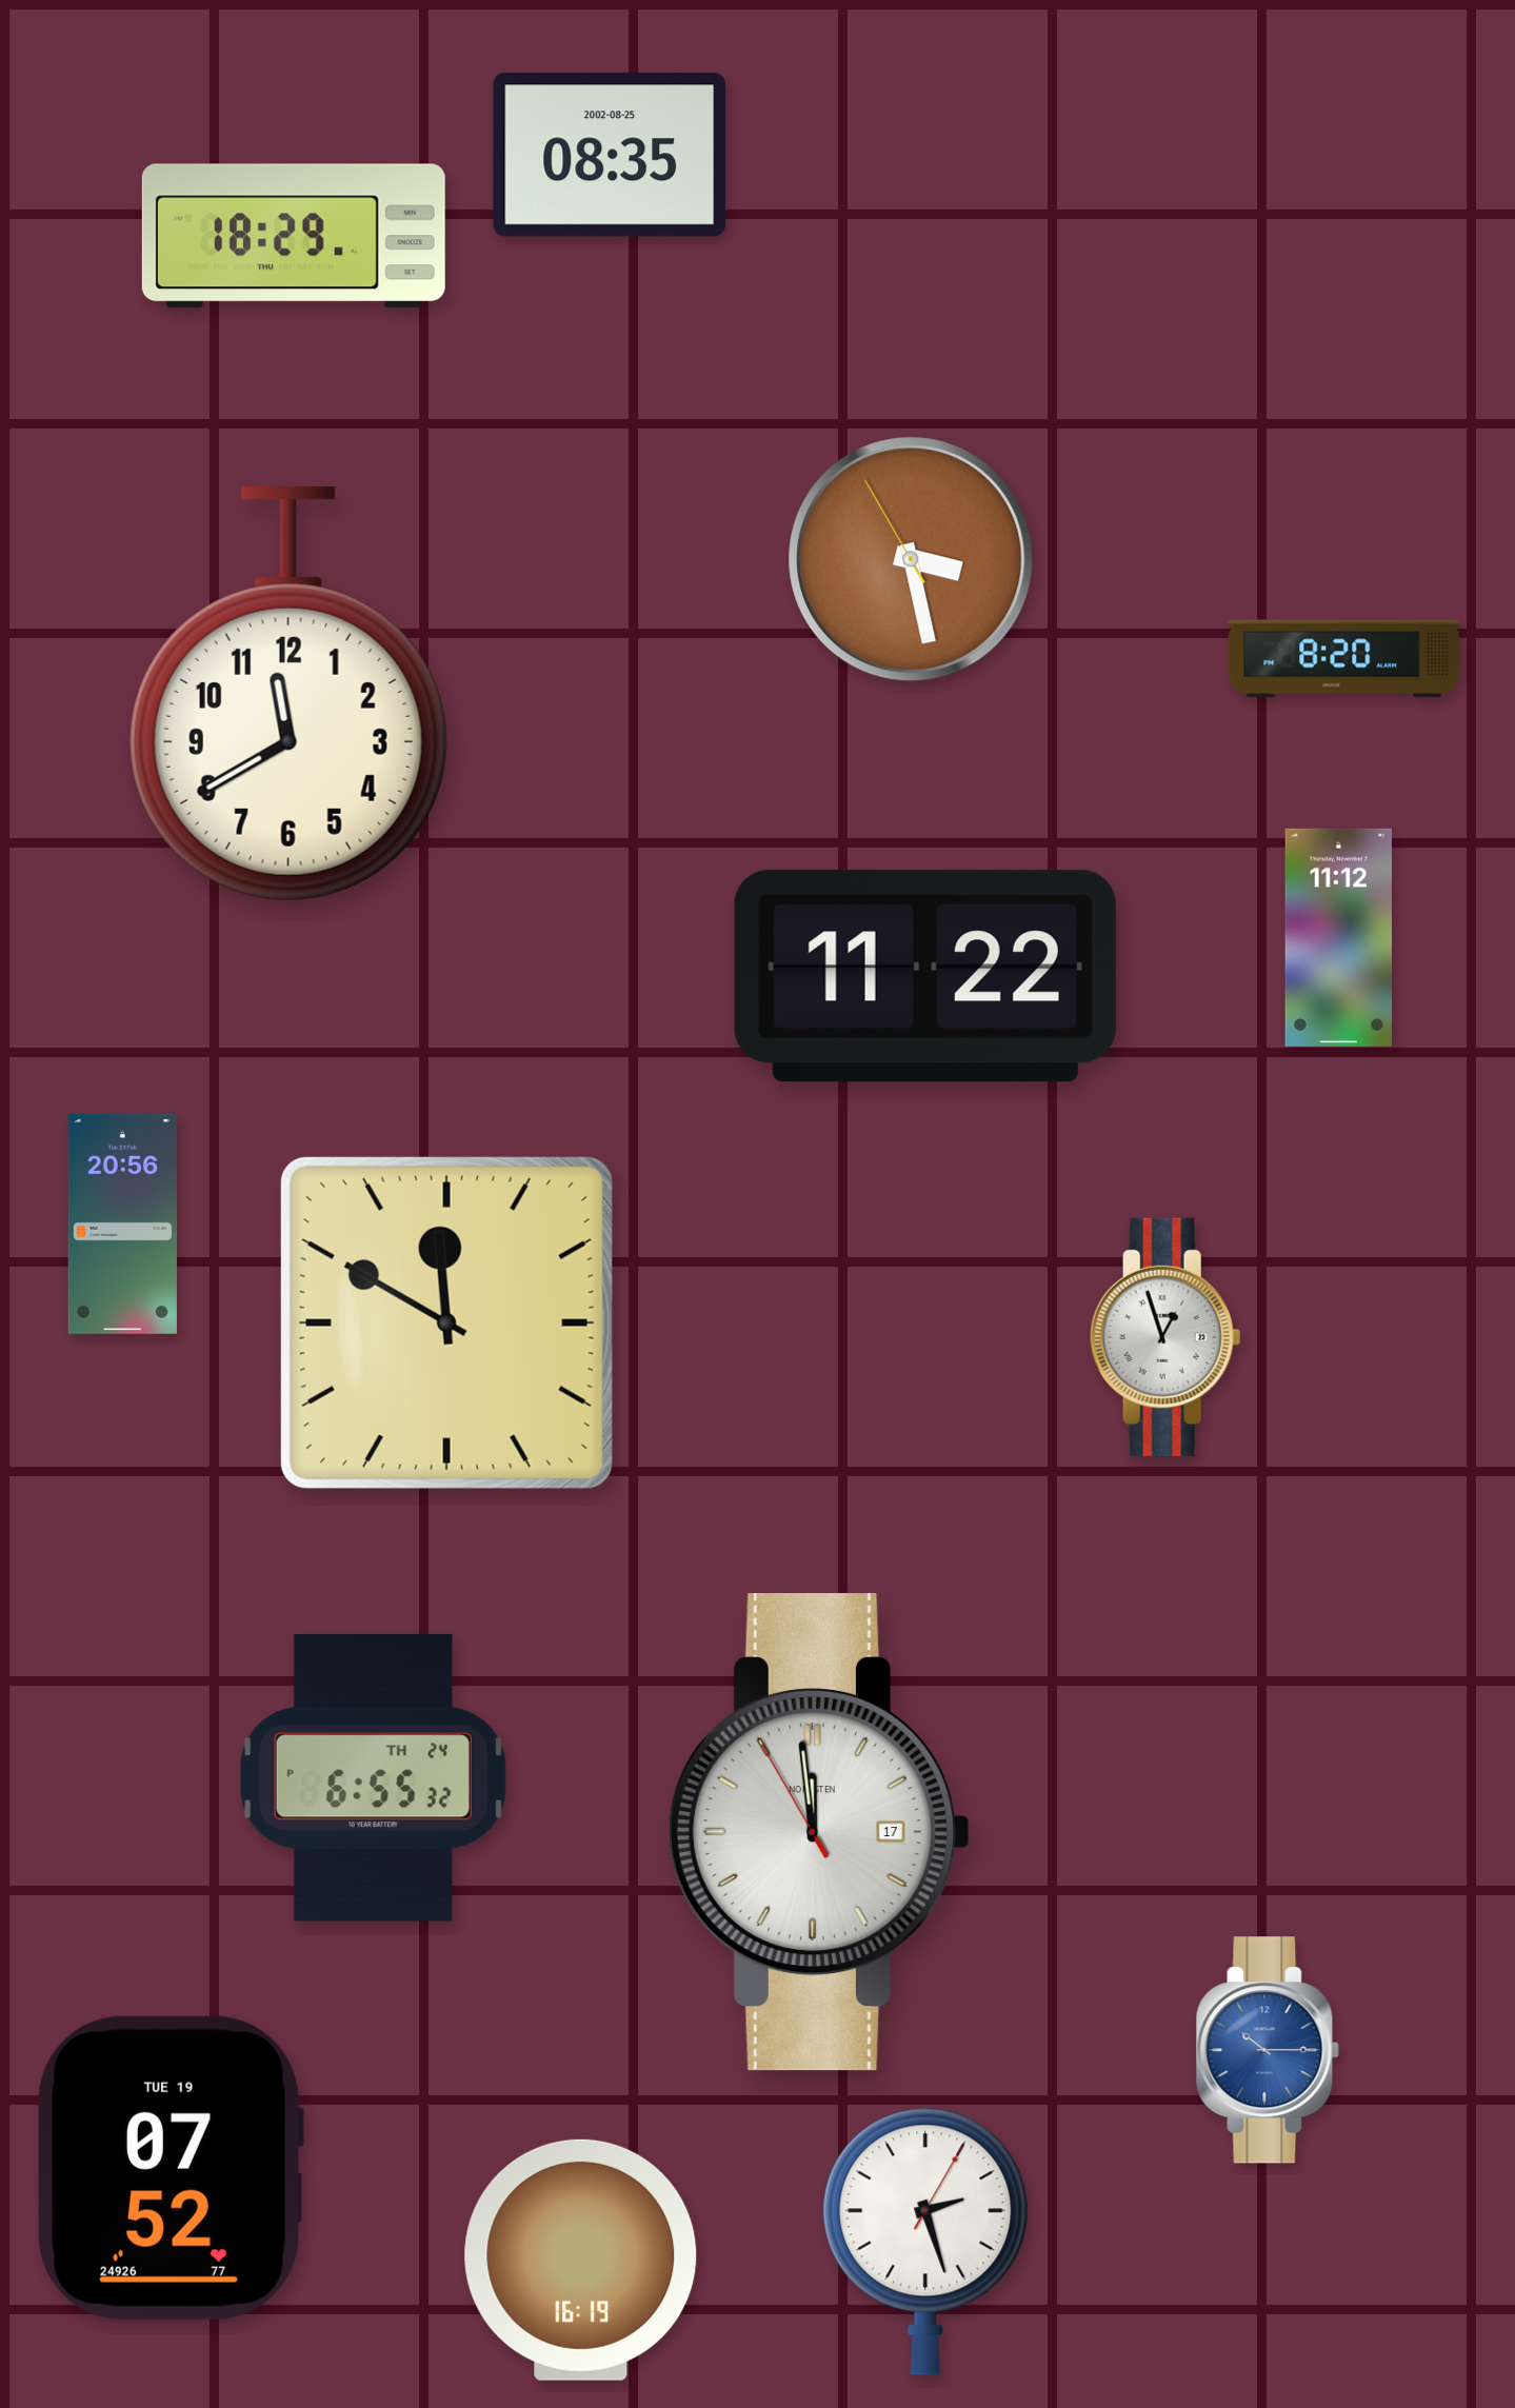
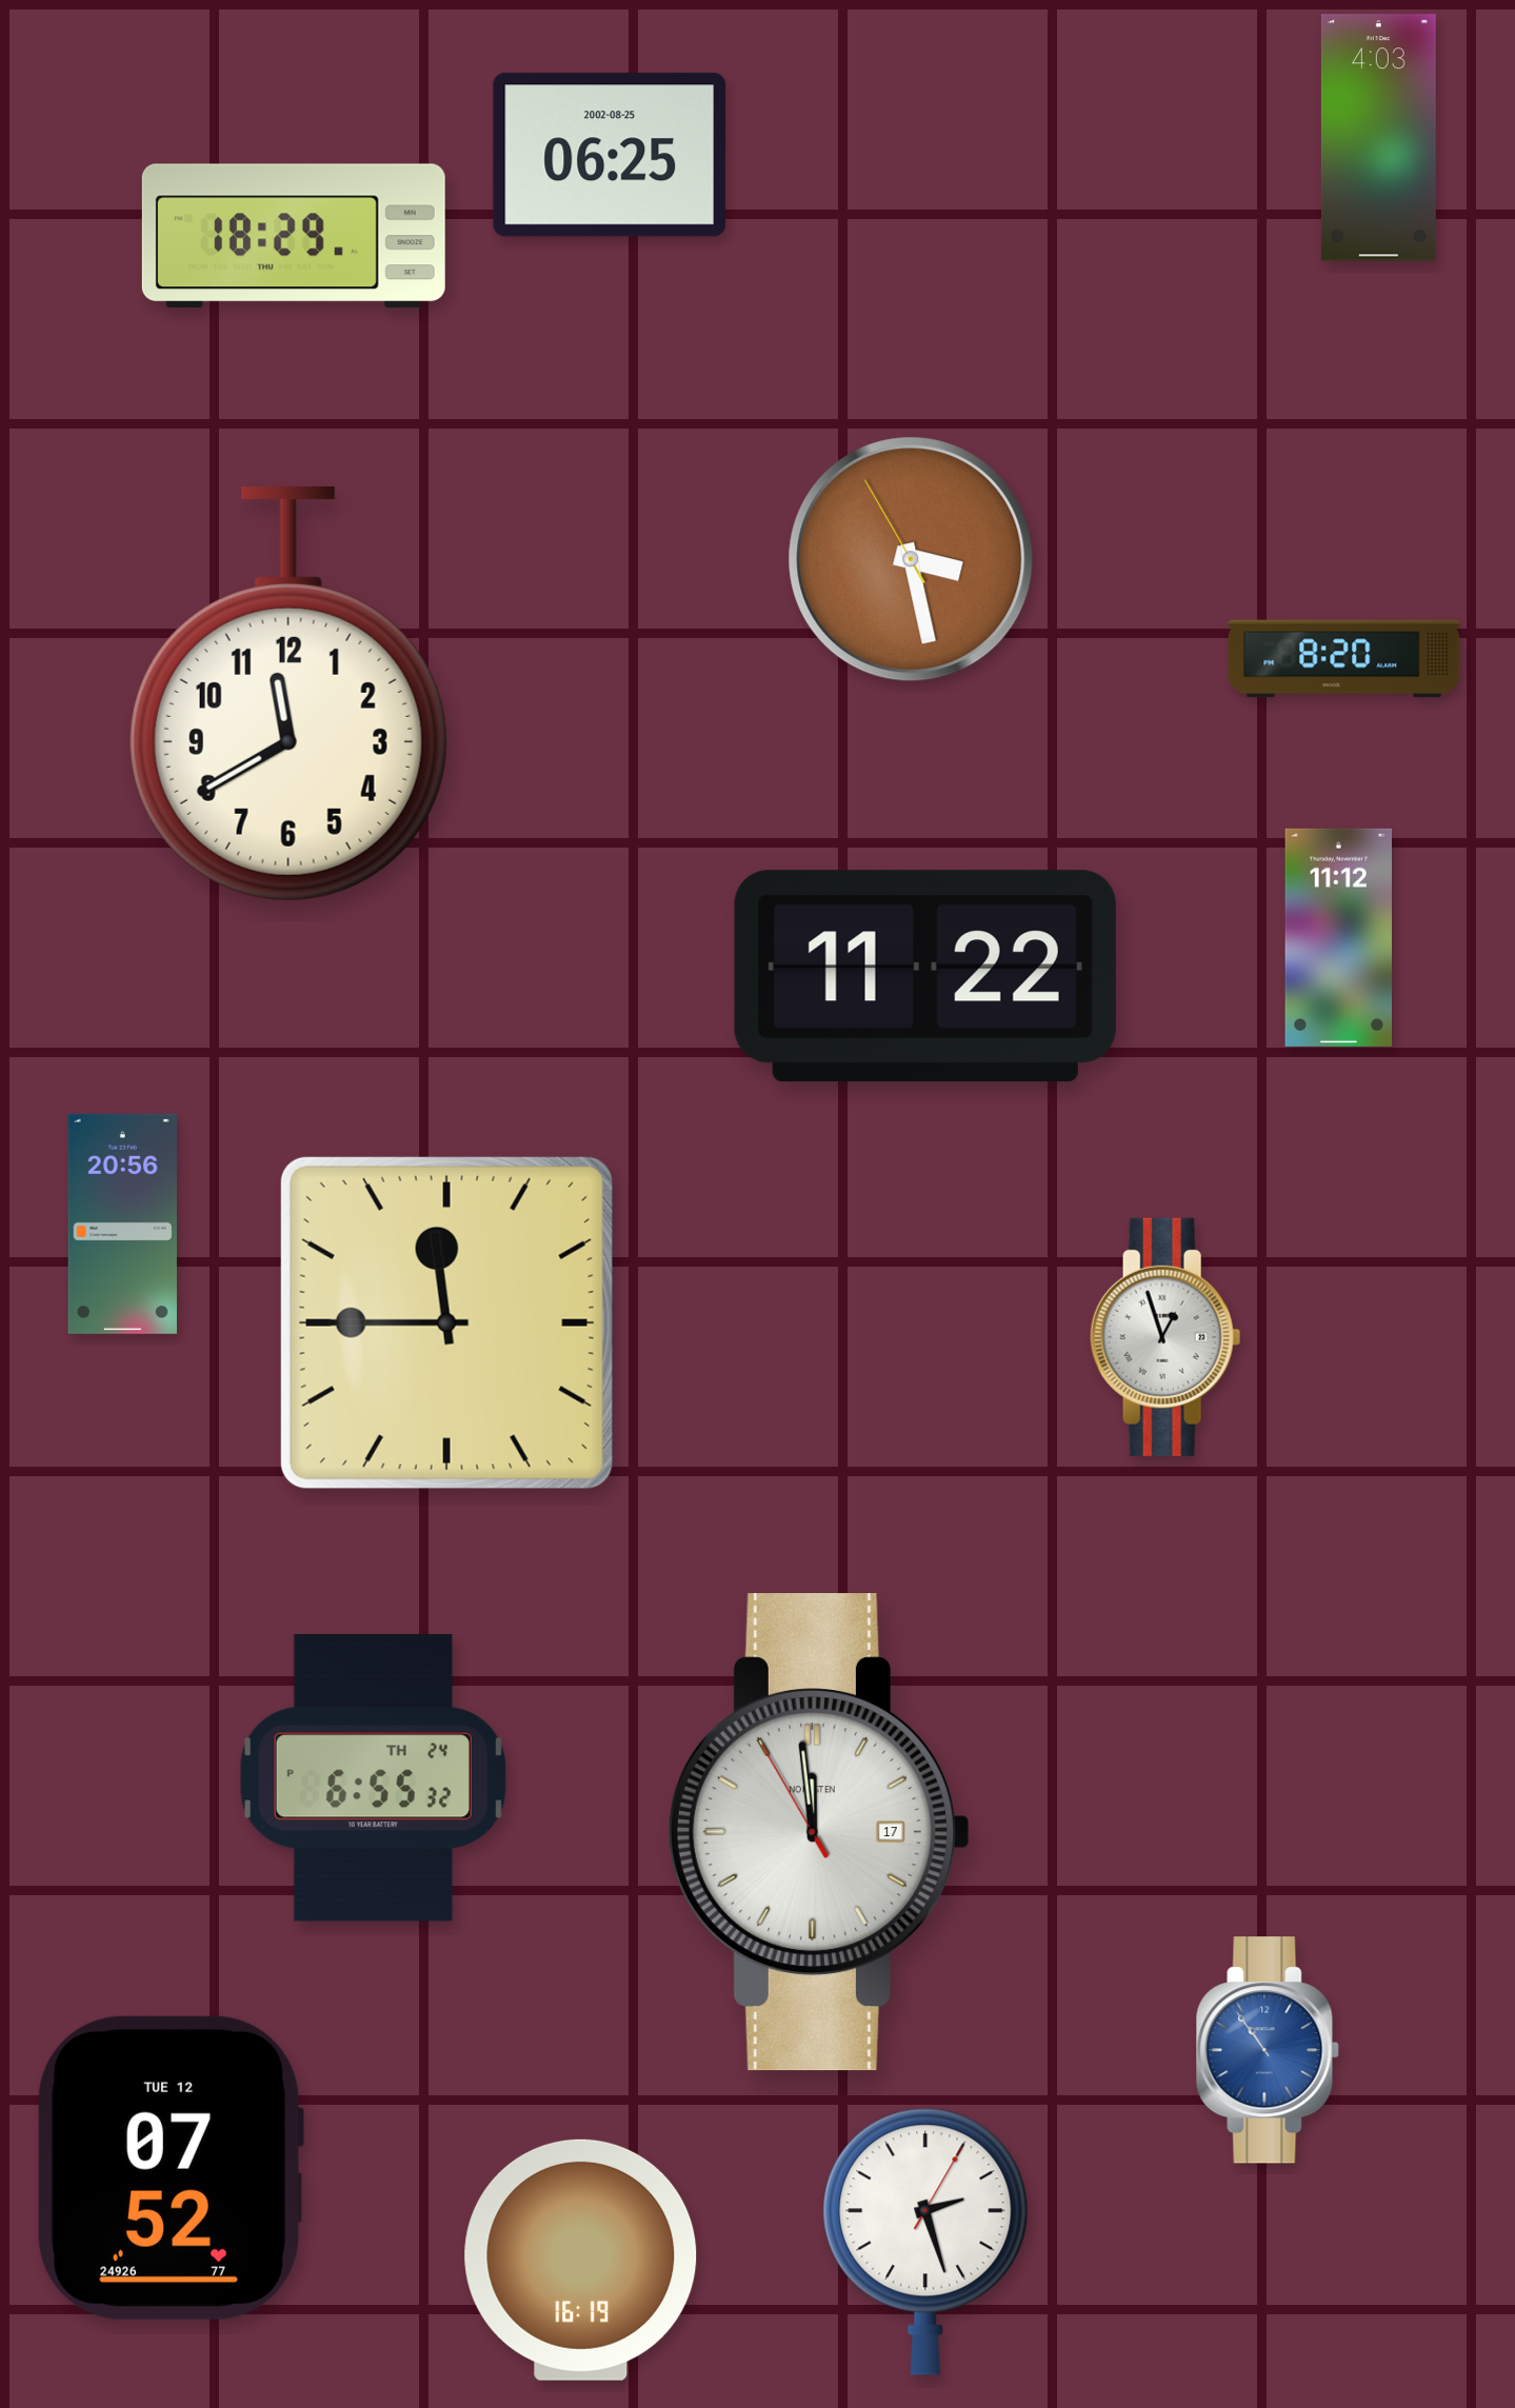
clock at (1378, 138): none -> 4:03
clock at (610, 155): 08:35 -> 06:25
clock at (446, 1322): 11:50 -> 11:45
clock at (1268, 2050): 10:15 -> 10:54
clock at (171, 2168) date: TUE 19 -> TUE 12
